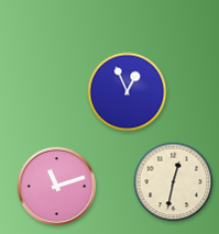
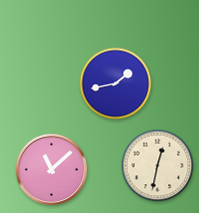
clock at (128, 92): 12:56 -> 1:43
clock at (56, 186): 11:12 -> 11:08
